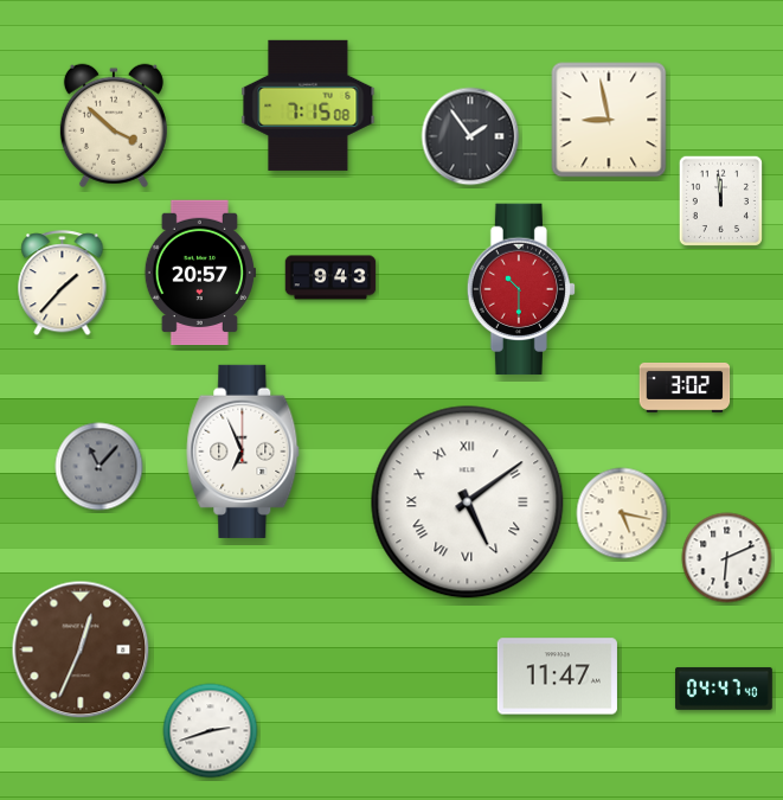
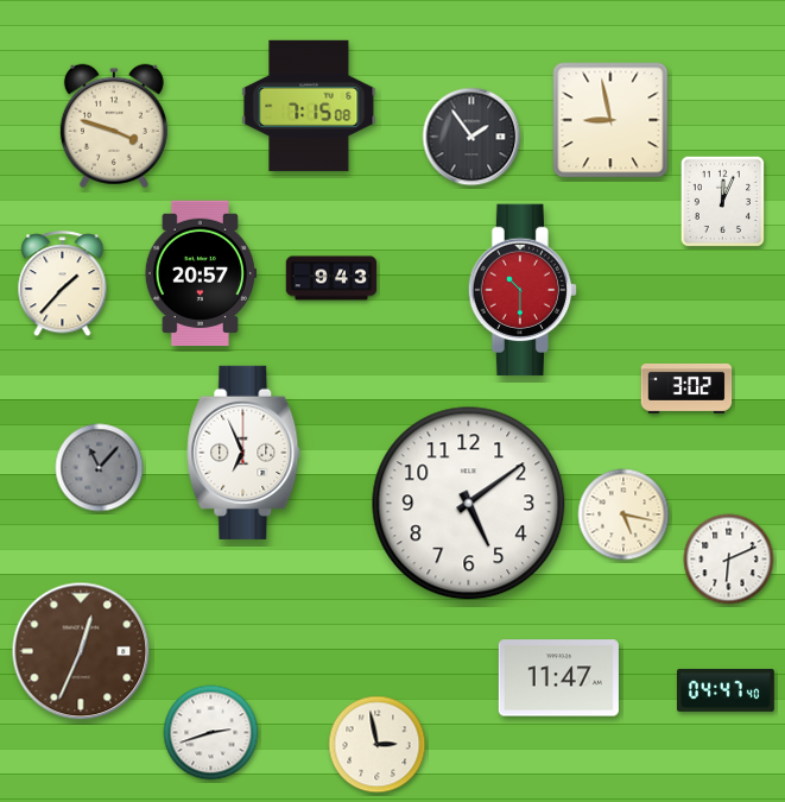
clock at (114, 126): 3:52 -> 3:48
clock at (720, 200): 11:59 -> 12:04
clock at (468, 503) numerals: Roman -> Arabic
clock at (378, 745): none -> 2:58
